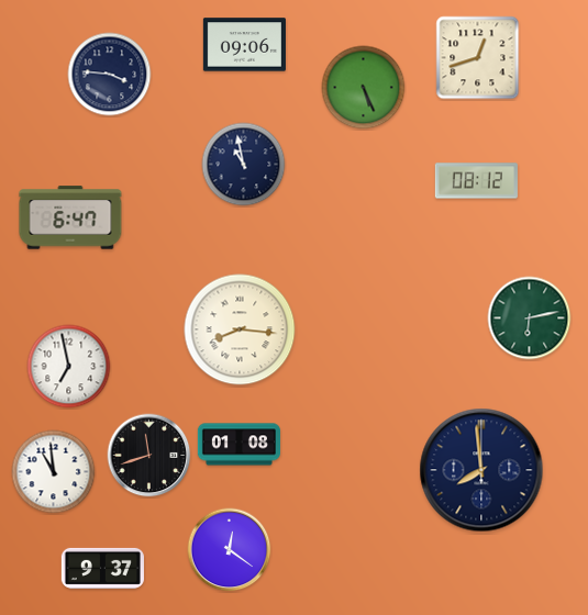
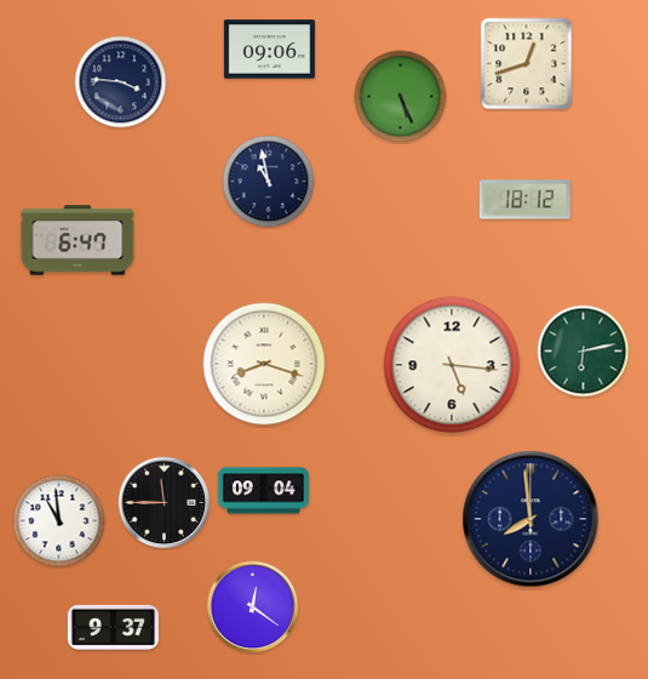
clock at (476, 181): 08:12 -> 18:12
clock at (240, 329): 8:16 -> 8:18
clock at (452, 365): none -> 5:16
clock at (69, 367): 6:58 -> none
clock at (238, 445): 01:08 -> 09:04
clock at (149, 456): 11:42 -> 11:45
